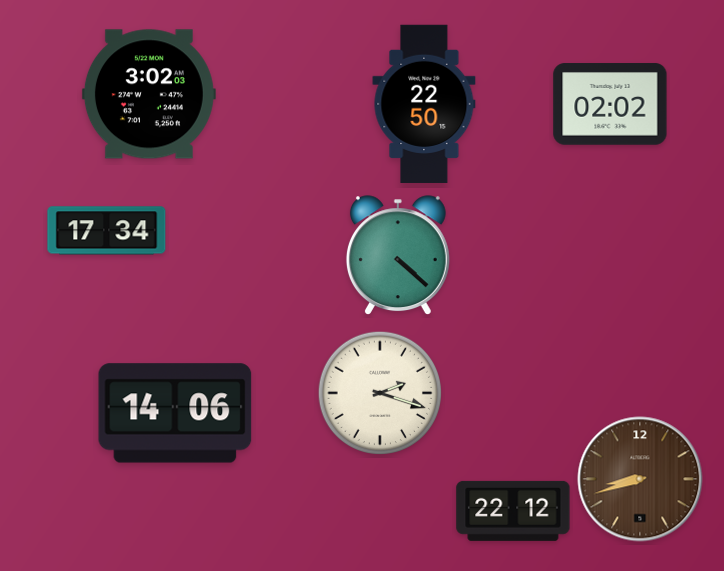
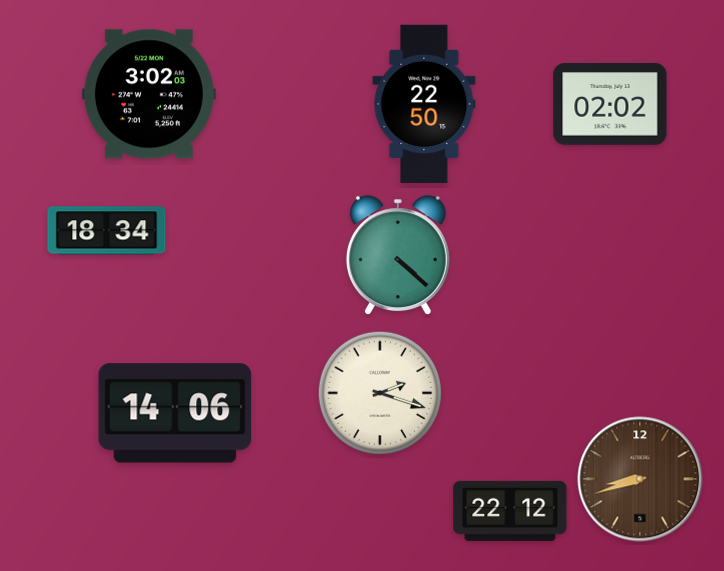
clock at (107, 231): 17:34 -> 18:34
clock at (513, 511) position: (513, 511) -> (510, 511)
